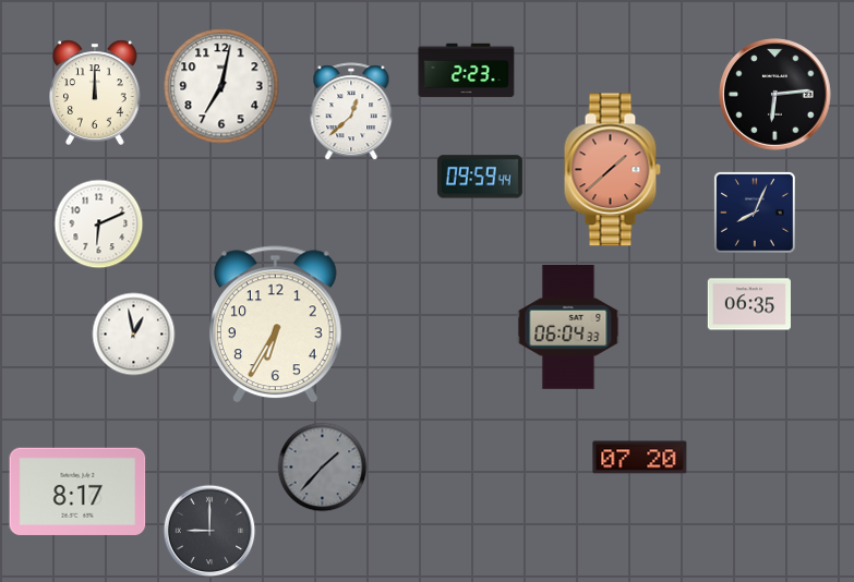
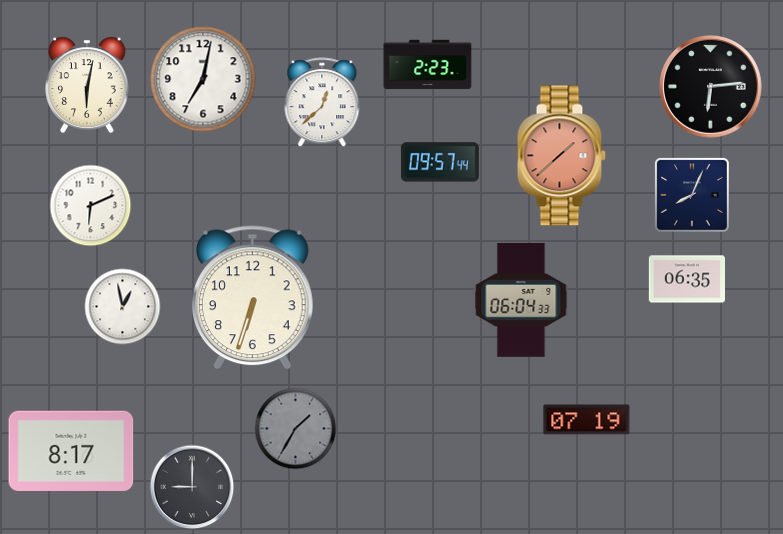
clock at (95, 93): 12:00 -> 6:02
clock at (480, 177): 09:59 -> 09:57
clock at (275, 325): 6:35 -> 6:33
clock at (640, 458): 07:20 -> 07:19
clock at (323, 468): 1:37 -> 1:35
